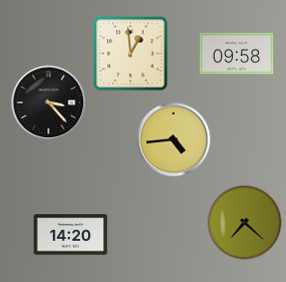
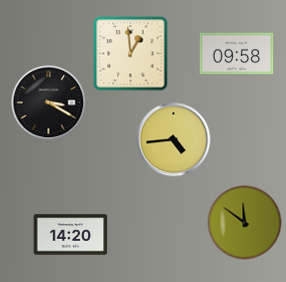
clock at (49, 103): 3:23 -> 3:20
clock at (245, 223): 7:22 -> 11:51
